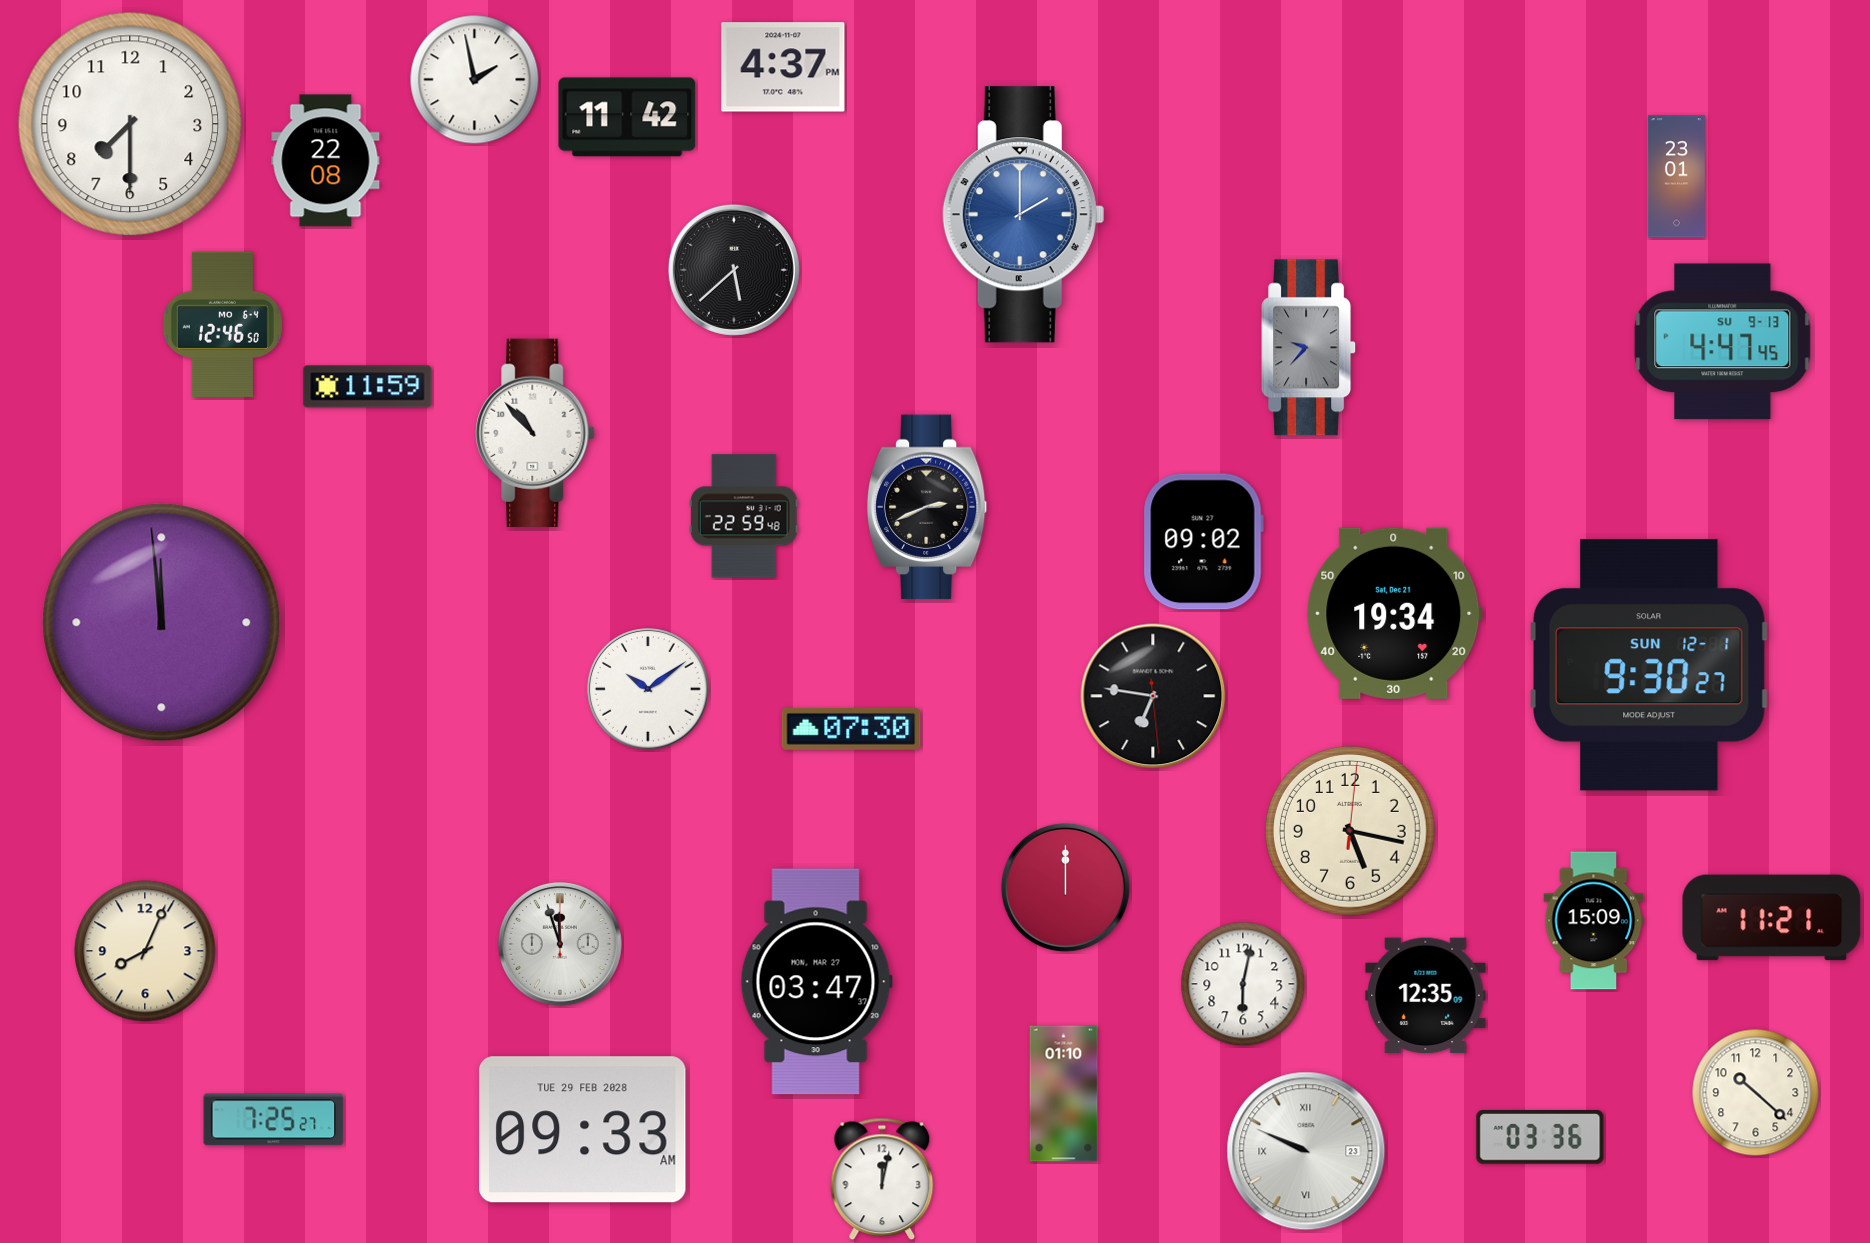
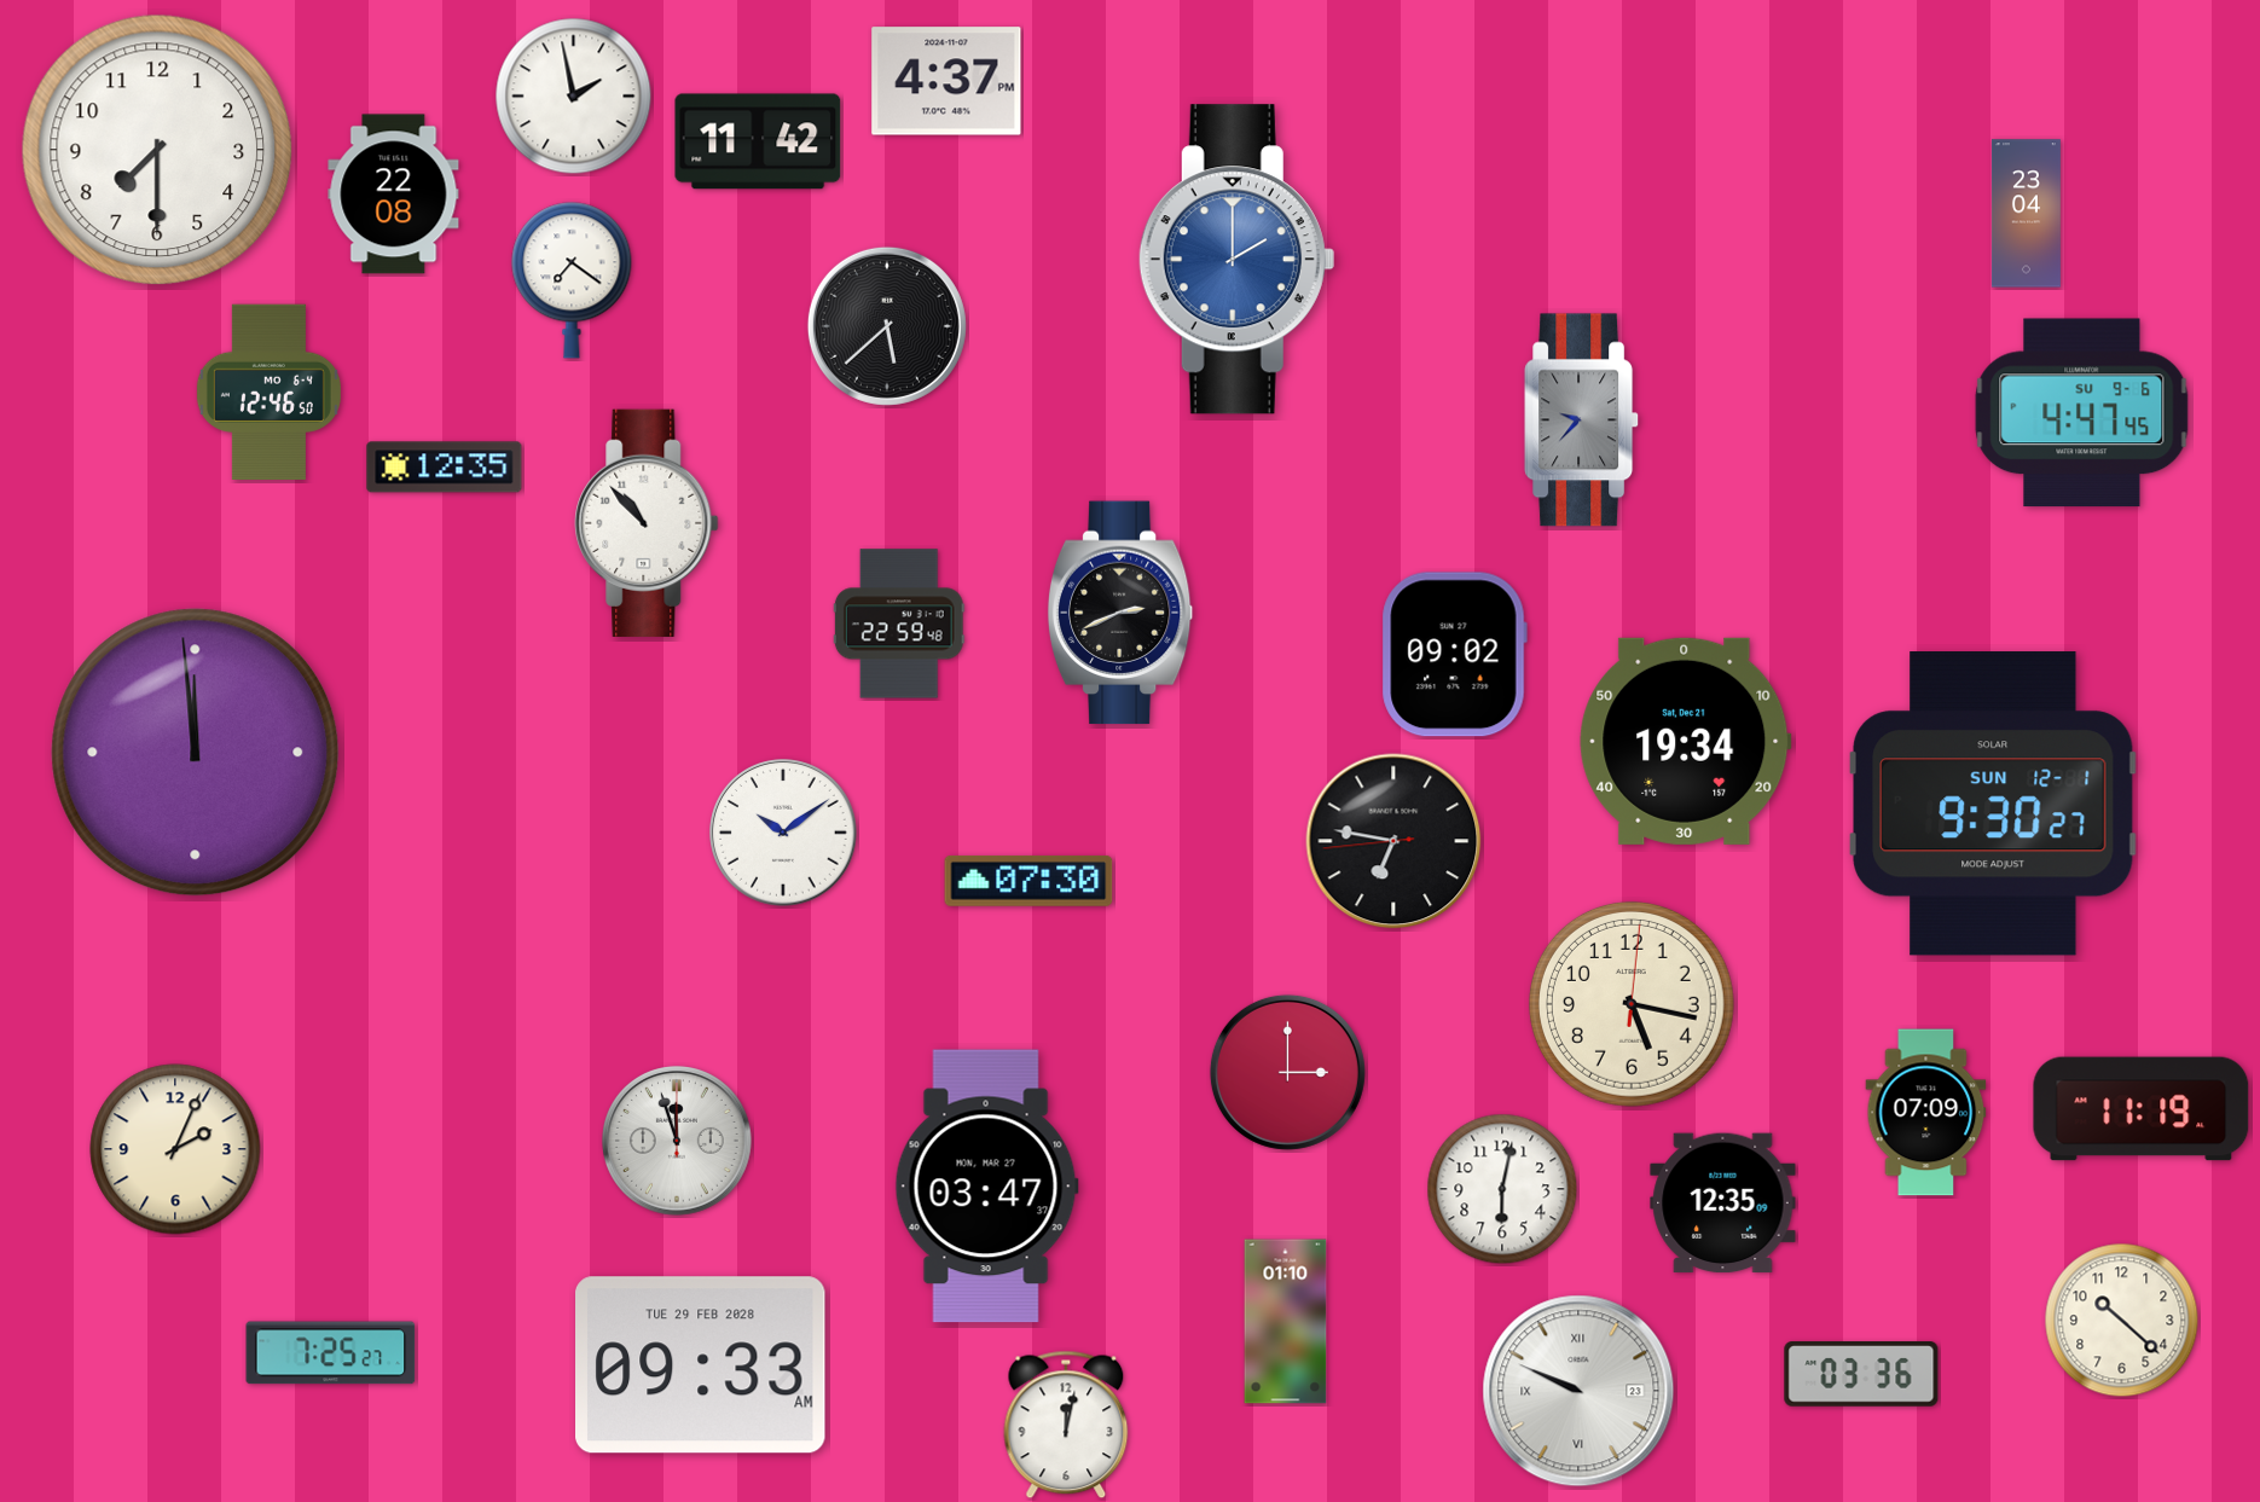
clock at (1676, 177): 23:01 -> 23:04
clock at (572, 280): none -> 7:21
clock at (1723, 342) date: SU 9-13 -> SU 9-6
clock at (368, 387): 11:59 -> 12:35
clock at (1153, 696): 6:46:29 -> 6:46:44
clock at (1065, 887): 12:00 -> 3:00
clock at (1772, 918): 11:21 -> 11:19
clock at (1594, 921): 15:09 -> 07:09
clock at (145, 951): 8:04 -> 2:04
clock at (583, 1130) position: (583, 1130) -> (701, 1365)
